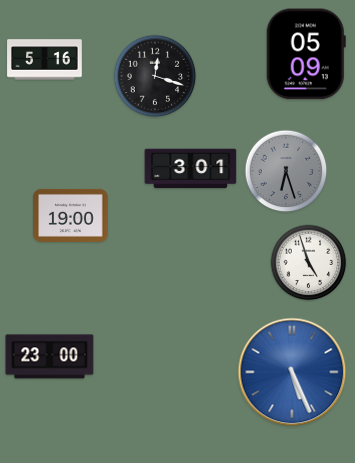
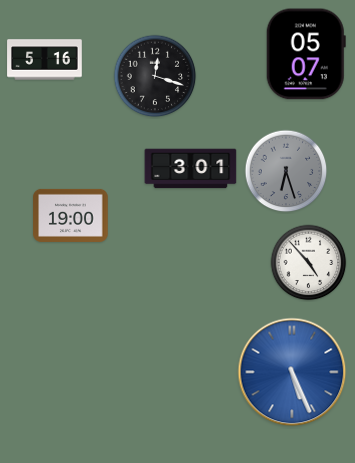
clock at (306, 54): 05:09 -> 05:07
clock at (309, 263): 4:57 -> 4:53
clock at (50, 357): 23:00 -> none
